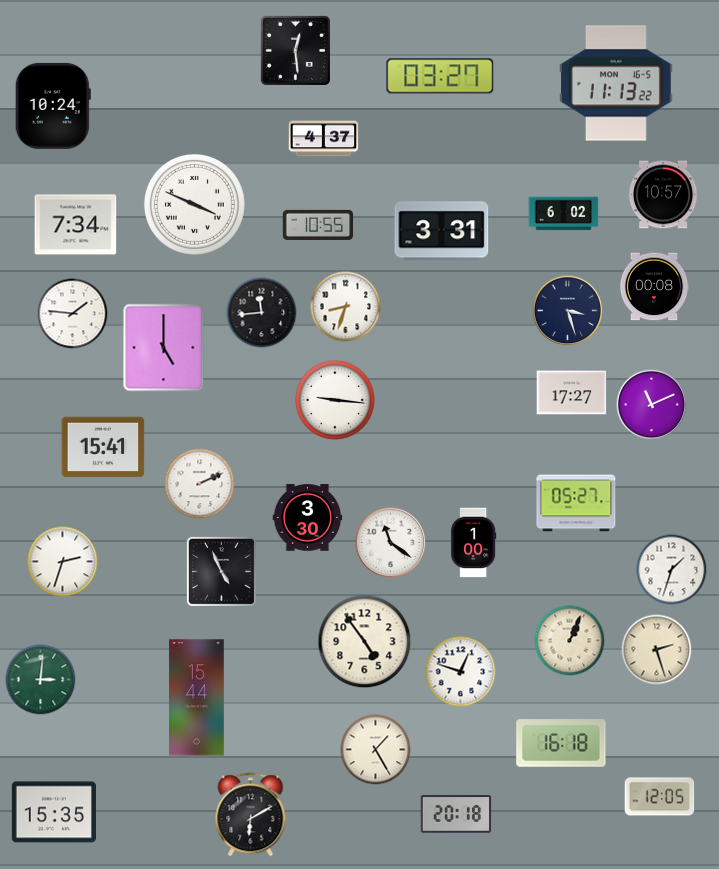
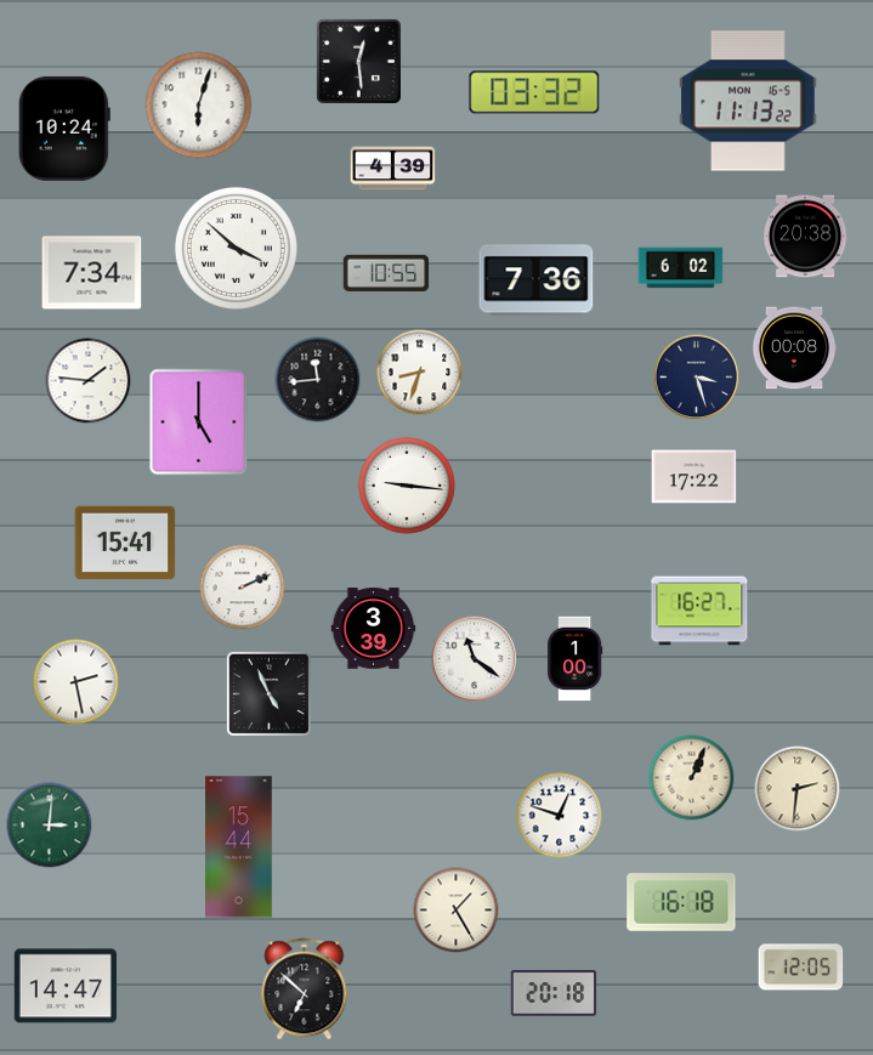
clock at (440, 76): 03:27 -> 03:32
clock at (199, 106): none -> 6:03
clock at (324, 139): 4:37 -> 4:39
clock at (663, 195): 10:57 -> 20:38
clock at (194, 204): 3:49 -> 3:52
clock at (564, 214) position: (564, 214) -> (681, 268)
clock at (442, 231): 3:31 -> 7:36
clock at (568, 311) position: (568, 311) -> (697, 378)
clock at (572, 393): 17:27 -> 17:22
clock at (652, 405): 11:11 -> none
clock at (576, 503): 05:27 -> 16:27
clock at (308, 518): 3:30 -> 3:39
clock at (63, 562): 2:33 -> 2:28
clock at (672, 570): 1:33 -> none
clock at (365, 642): 4:54 -> none
clock at (657, 650): 2:27 -> 2:31
clock at (54, 812): 15:35 -> 14:47
clock at (456, 814) position: (456, 814) -> (554, 993)
clock at (251, 815): 6:10 -> 6:52
